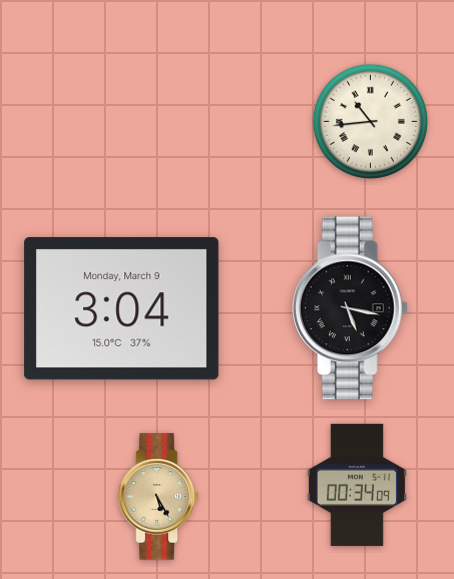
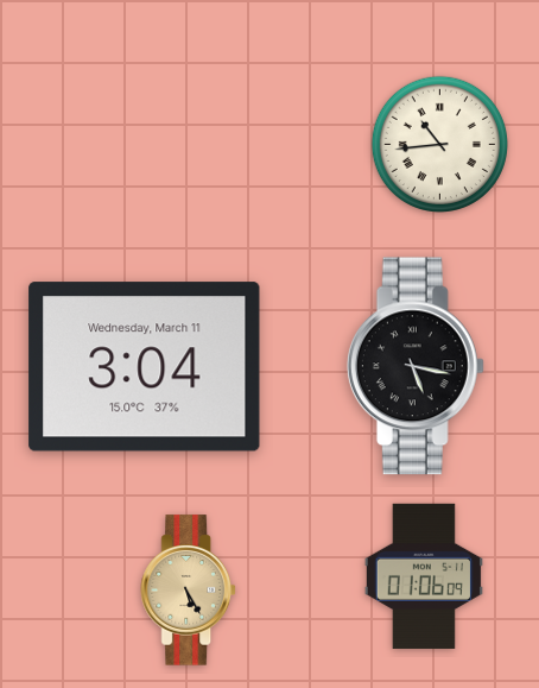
clock at (122, 309) date: Monday, March 9 -> Wednesday, March 11
clock at (357, 485): 00:34 -> 01:06
